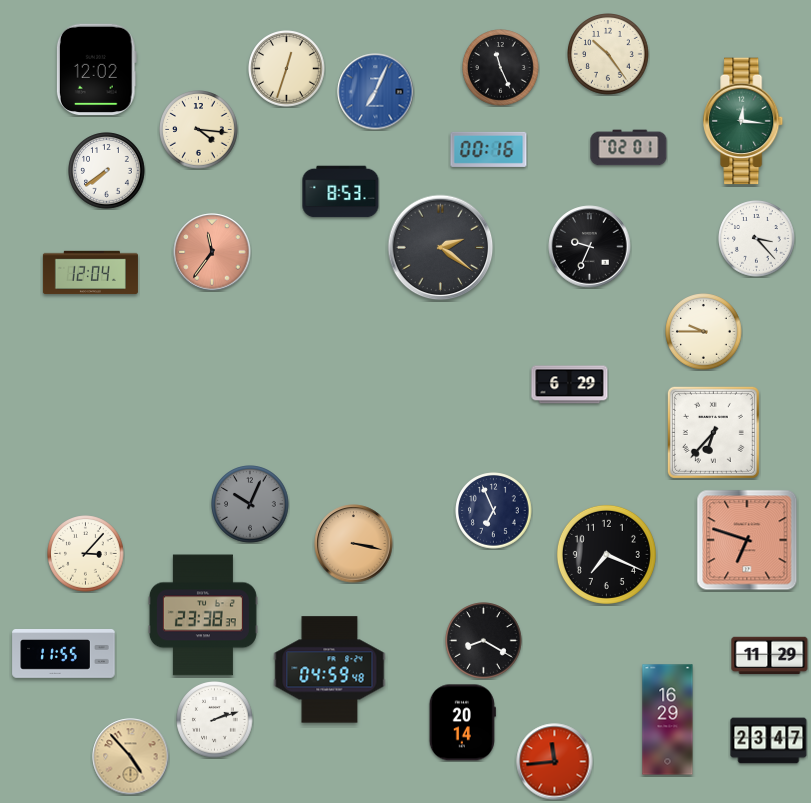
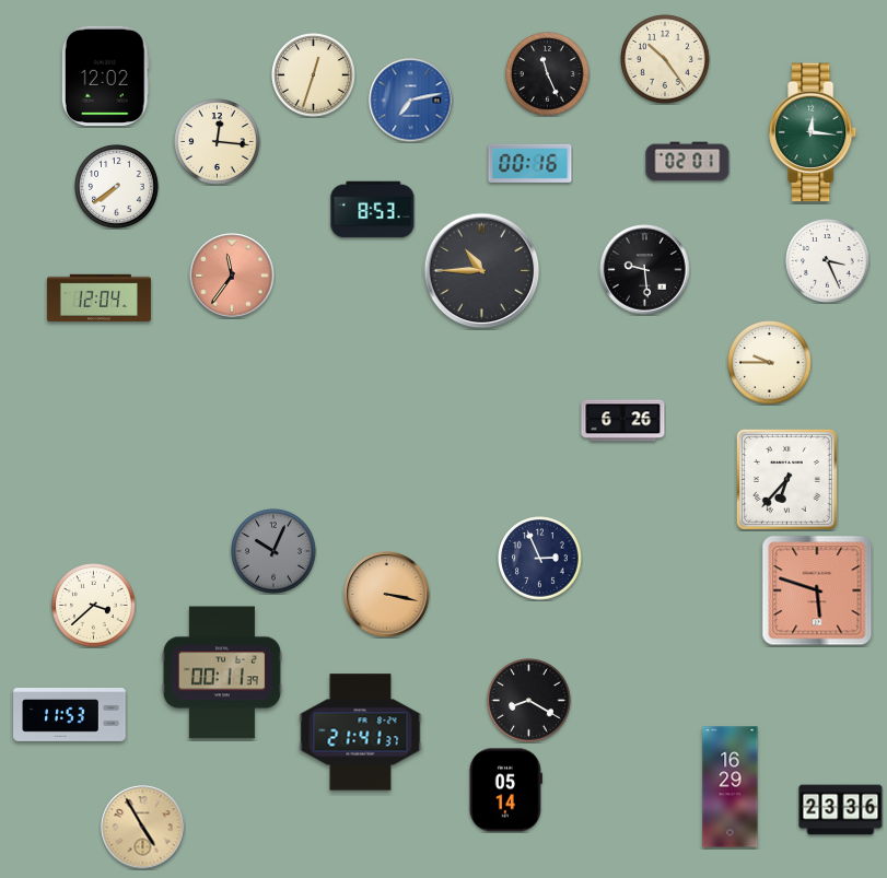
clock at (376, 92): 7:04 -> 7:13
clock at (199, 130): 4:16 -> 12:16
clock at (489, 149) position: (489, 149) -> (530, 163)
clock at (757, 239): 3:23 -> 3:26
clock at (590, 247): 9:34 -> 9:29
clock at (441, 248): 2:21 -> 10:45
clock at (570, 385): 6:29 -> 6:26
clock at (713, 432) position: (713, 432) -> (786, 479)
clock at (494, 511): 6:56 -> 2:56
clock at (747, 540): 6:48 -> 5:48
clock at (86, 554): 3:07 -> 3:38
clock at (606, 554): 7:19 -> none
clock at (203, 615): 23:38 -> 00:11
clock at (64, 654): 11:55 -> 11:53
clock at (770, 656): 11:29 -> none
clock at (330, 670): 04:59 -> 21:41
clock at (215, 720): 2:12 -> none
clock at (462, 723): 20:14 -> 05:14
clock at (769, 741): 23:47 -> 23:36
clock at (131, 757): 4:53 -> 4:55
clock at (555, 762): 11:44 -> none
